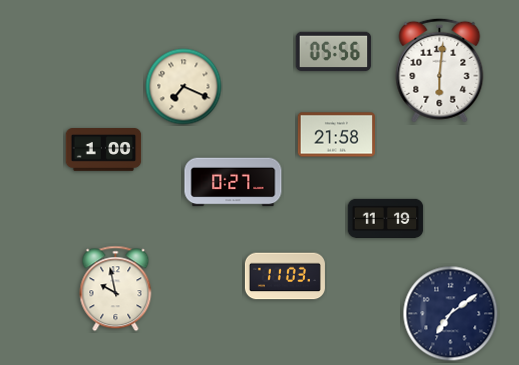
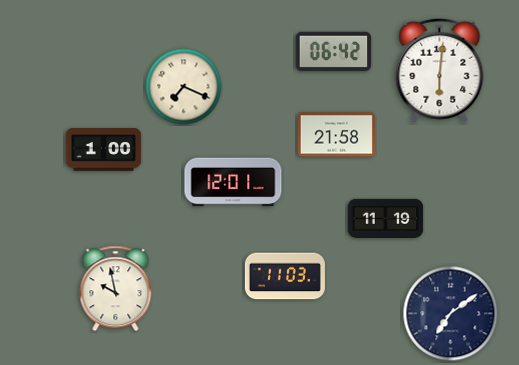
clock at (334, 52): 05:56 -> 06:42
clock at (233, 182): 0:27 -> 12:01
